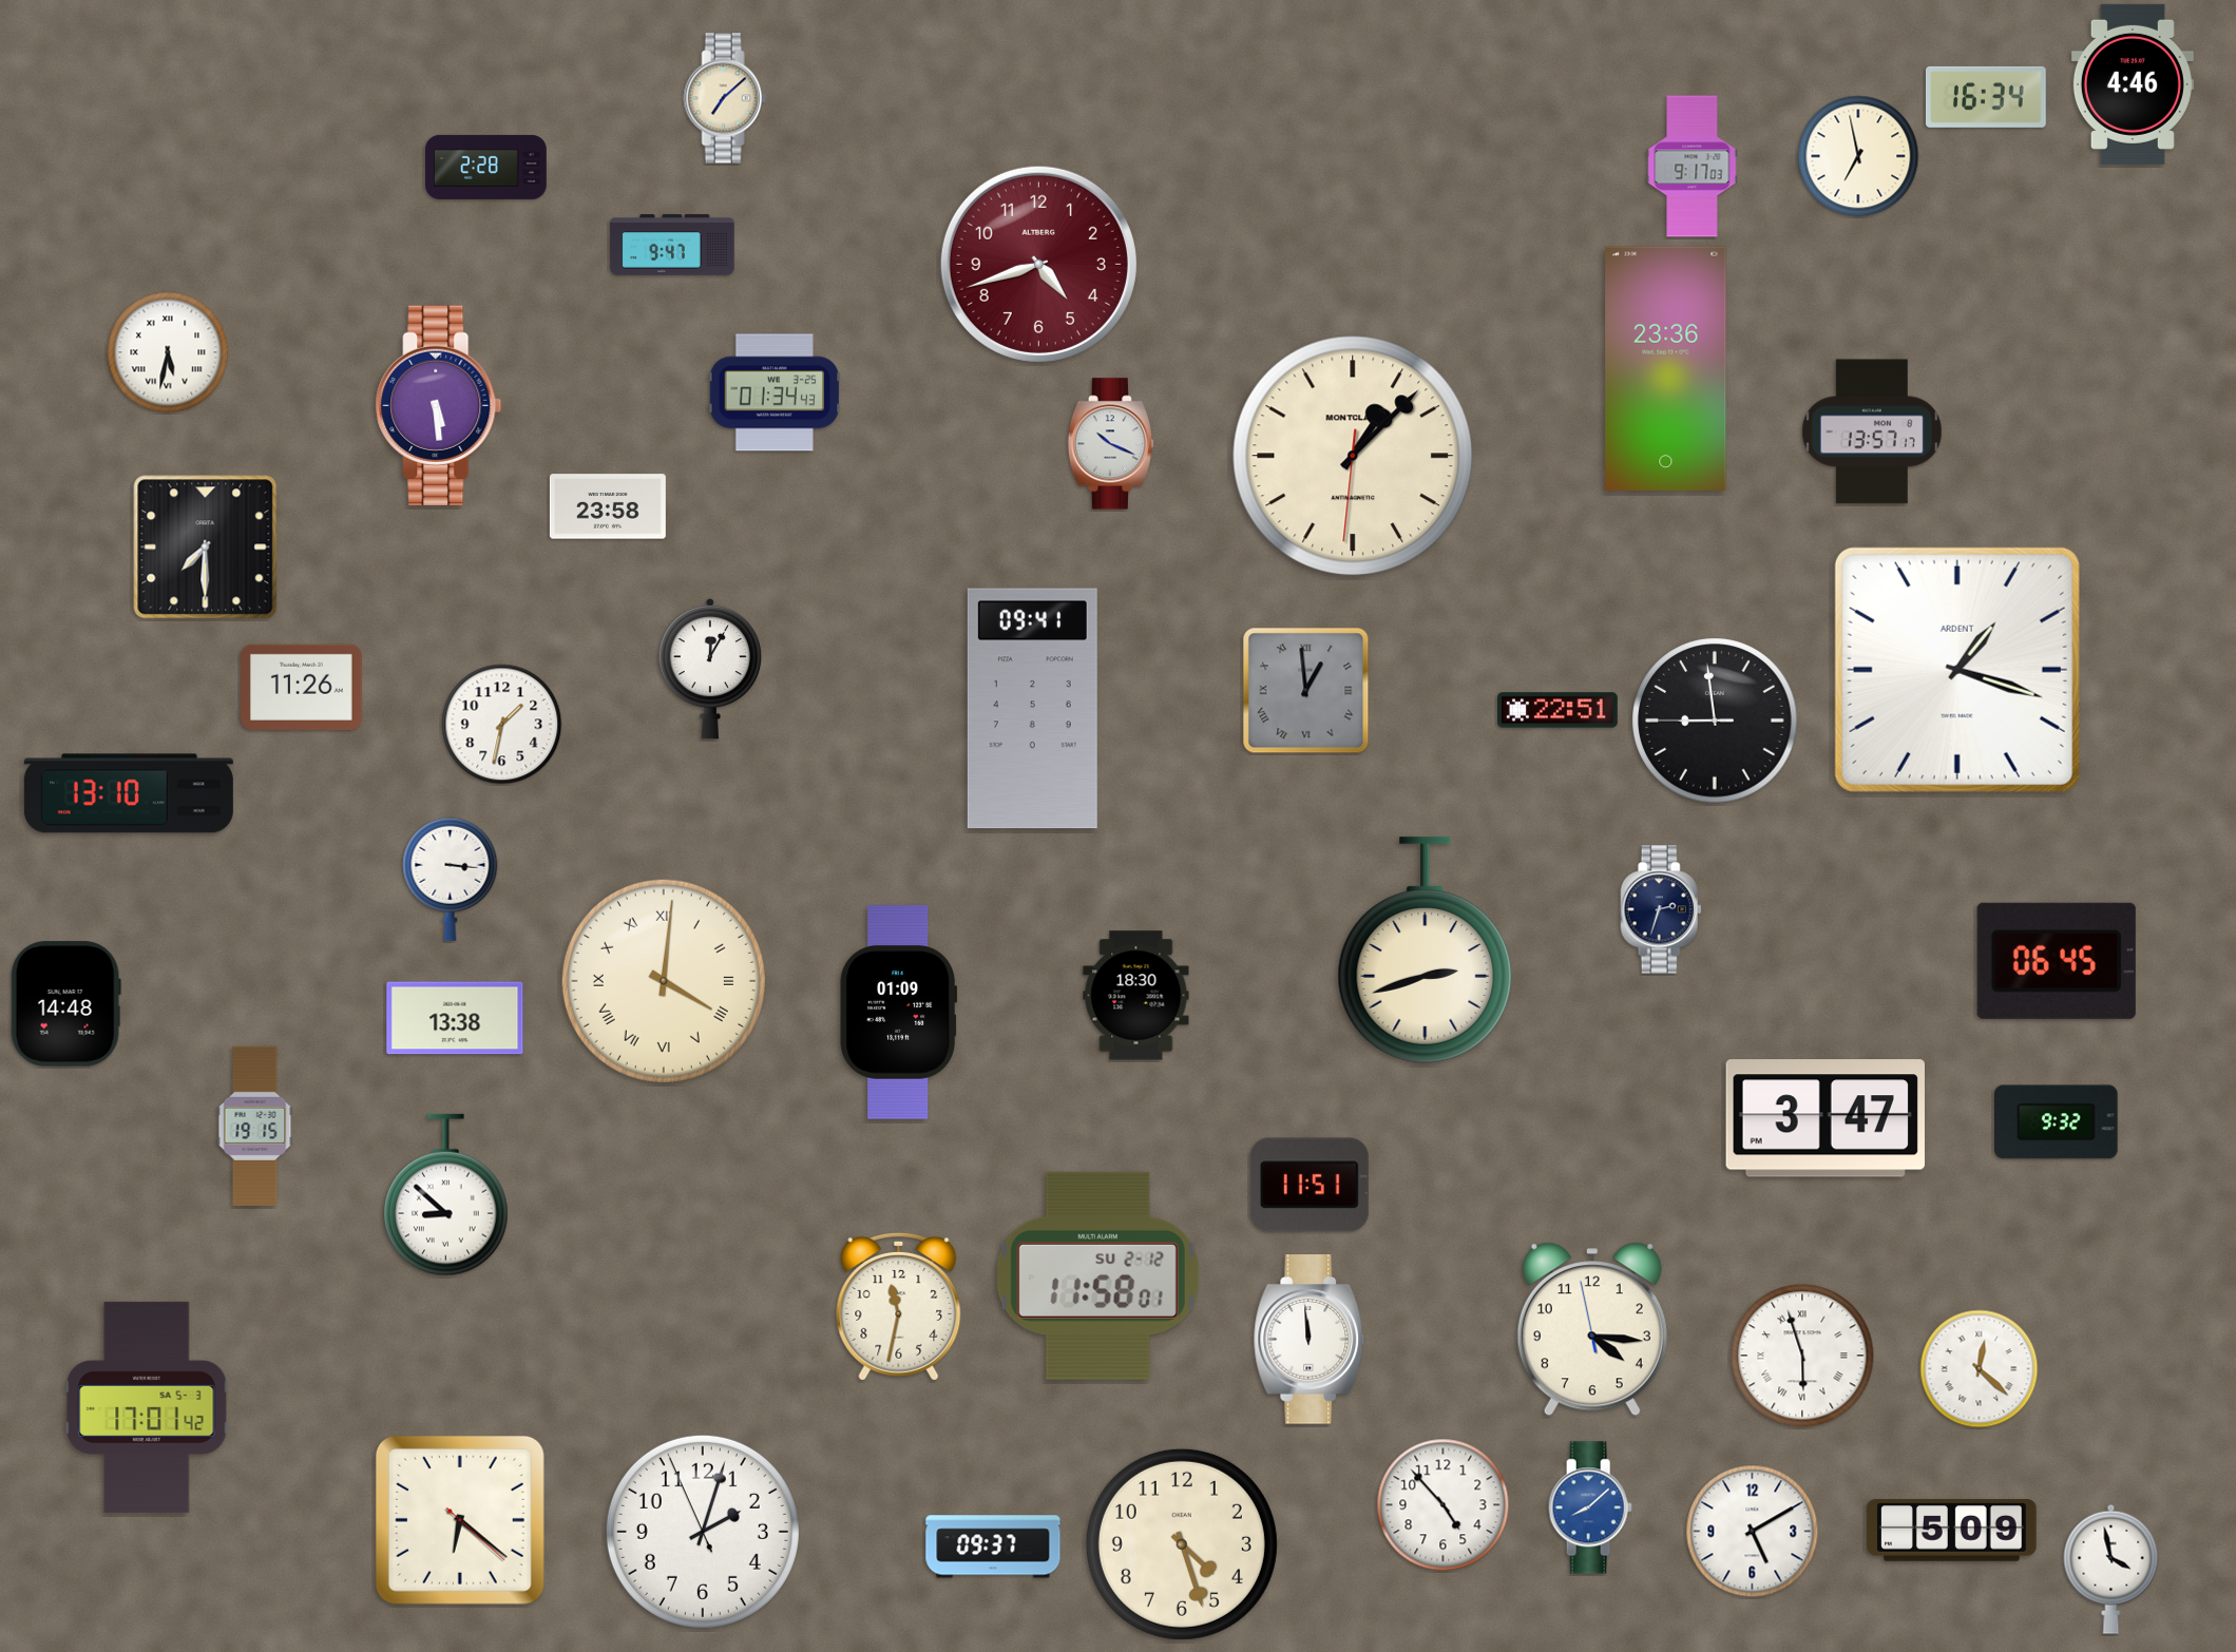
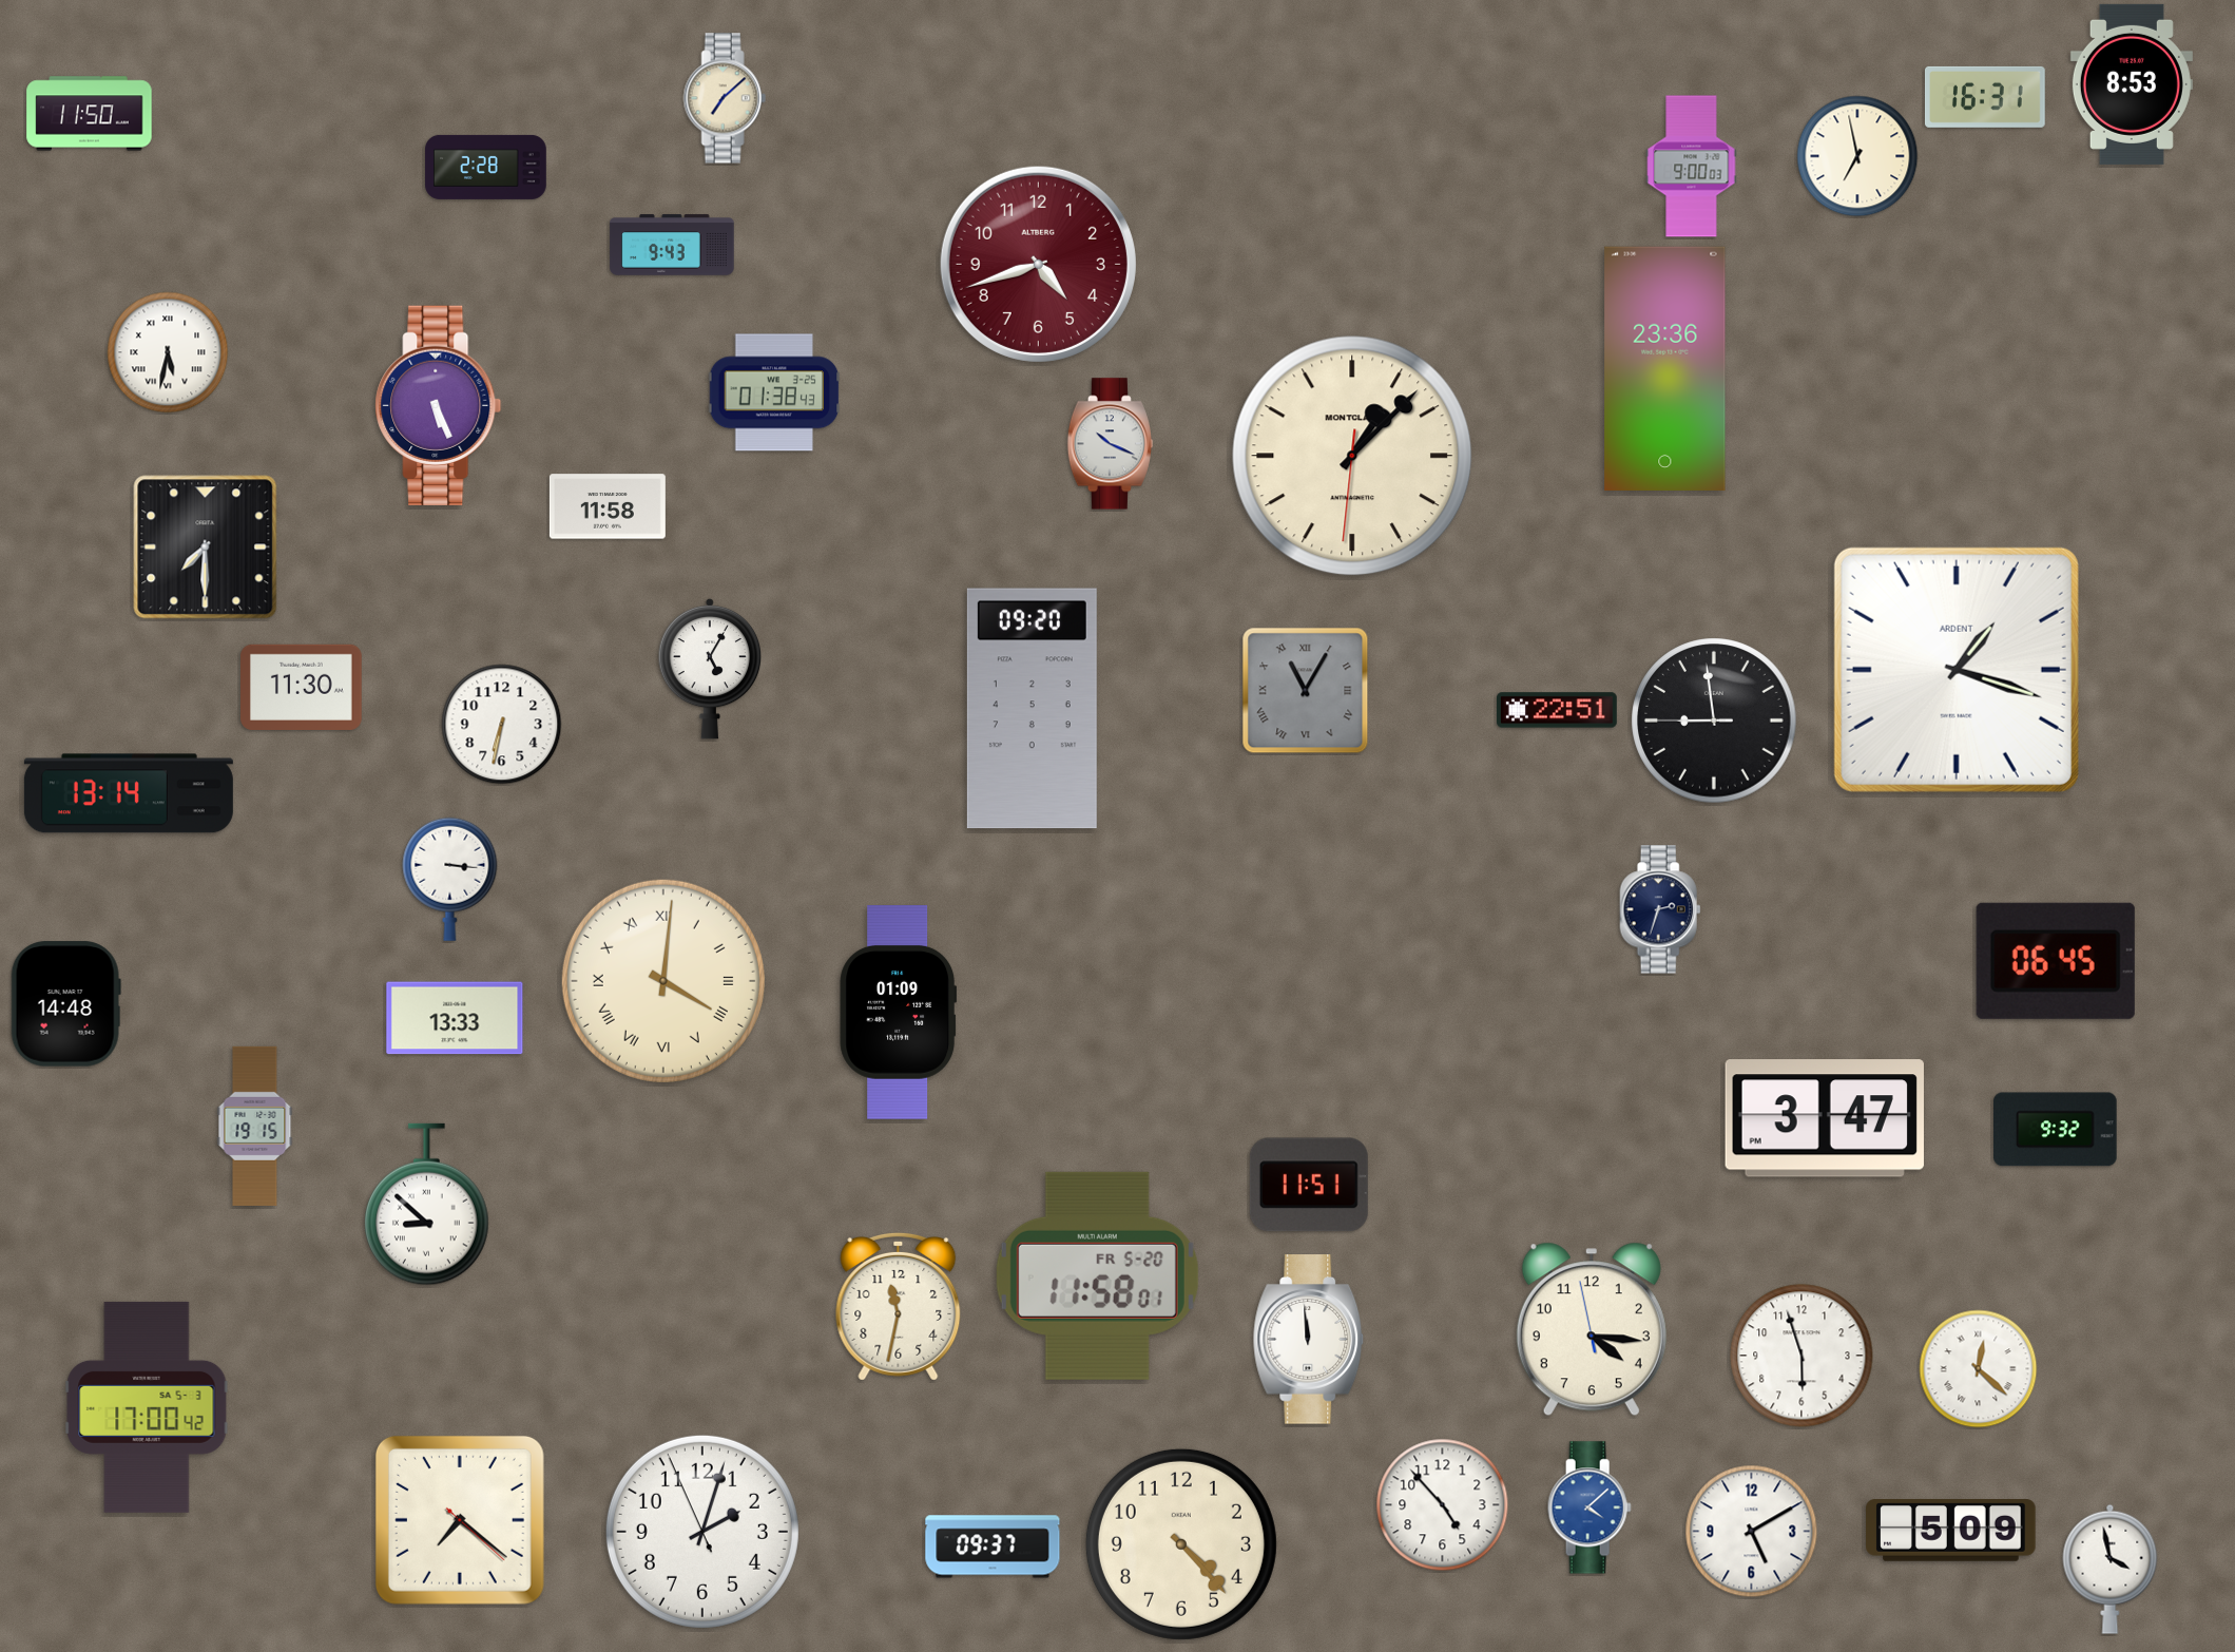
clock at (2133, 84): 4:46 -> 8:53
clock at (1986, 97): 16:34 -> 16:31
clock at (90, 114): none -> 11:50
clock at (1693, 167): 9:17 -> 9:00
clock at (672, 245): 9:47 -> 9:43
clock at (775, 392): 01:34 -> 01:38
clock at (439, 405): 5:29 -> 5:26
clock at (1872, 431): 13:57 -> none
clock at (608, 506): 23:58 -> 11:58
clock at (710, 669): 12:05 -> 5:05
clock at (302, 687): 11:26 -> 11:30
clock at (1306, 691): 12:59 -> 11:05
clock at (1032, 709): 09:41 -> 09:20
clock at (502, 725): 1:32 -> 6:32
clock at (129, 793): 13:10 -> 13:14
clock at (1426, 950): 2:42 -> none
clock at (1136, 996): 18:30 -> none
clock at (455, 1018): 13:38 -> 13:33
clock at (2057, 1122) position: (2057, 1122) -> (2056, 1130)
clock at (446, 1195) position: (446, 1195) -> (427, 1205)
clock at (1097, 1275) date: SU 2-12 -> FR 5-20
clock at (1802, 1356) numerals: Roman -> Arabic
clock at (147, 1407): 17:01 -> 17:00
clock at (1590, 1507): 8:08 -> 4:08
clock at (460, 1520): 6:21 -> 7:21
clock at (1182, 1544): 4:27 -> 4:23
